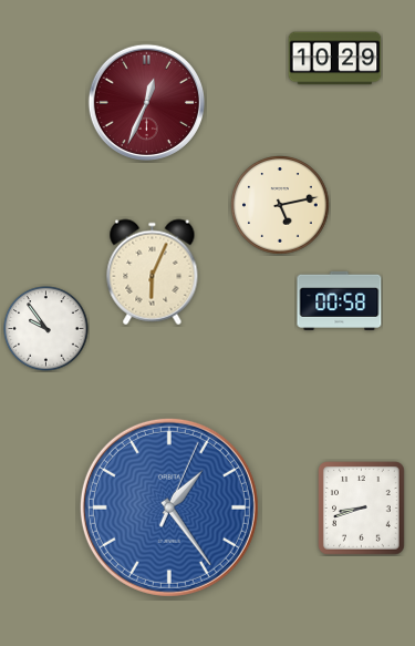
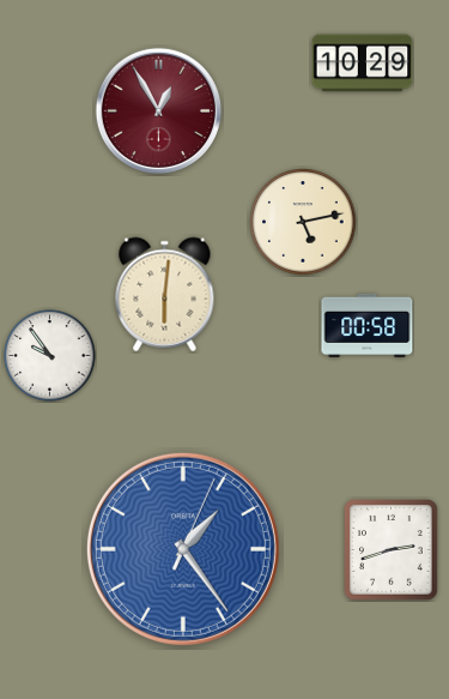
clock at (146, 102): 12:34 -> 12:55
clock at (153, 273): 6:04 -> 6:01
clock at (362, 509): 8:42 -> 2:42
